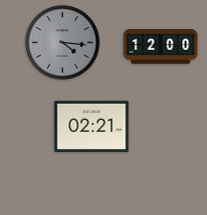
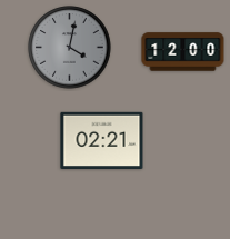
clock at (63, 43): 4:16 -> 4:02
clock at (161, 47) position: (161, 47) -> (183, 52)
